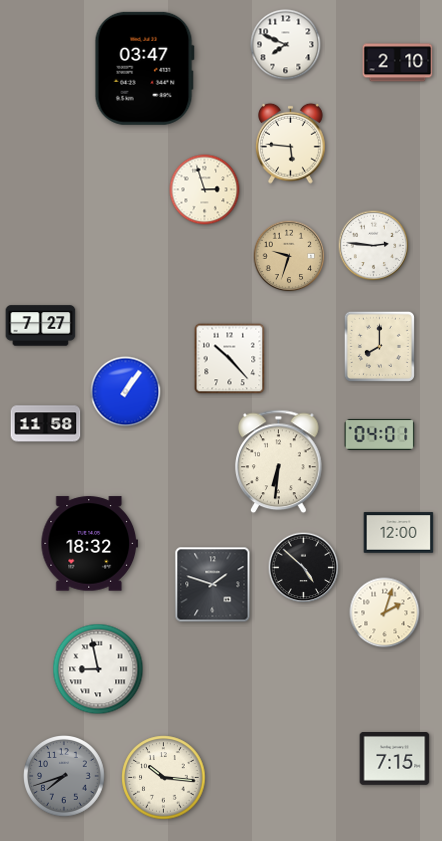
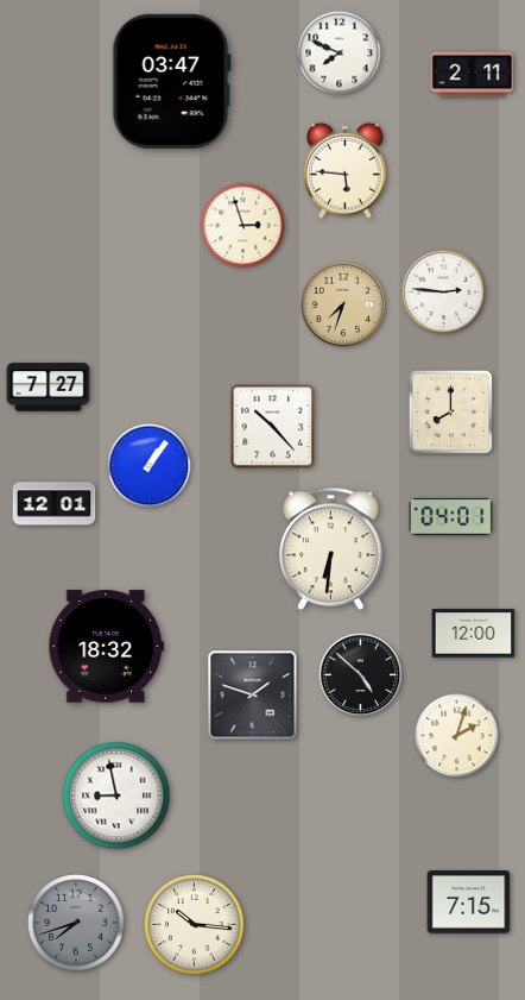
clock at (398, 63): 2:10 -> 2:11
clock at (289, 256): 9:33 -> 7:33
clock at (46, 424): 11:58 -> 12:01
clock at (385, 613) position: (385, 613) -> (457, 736)
